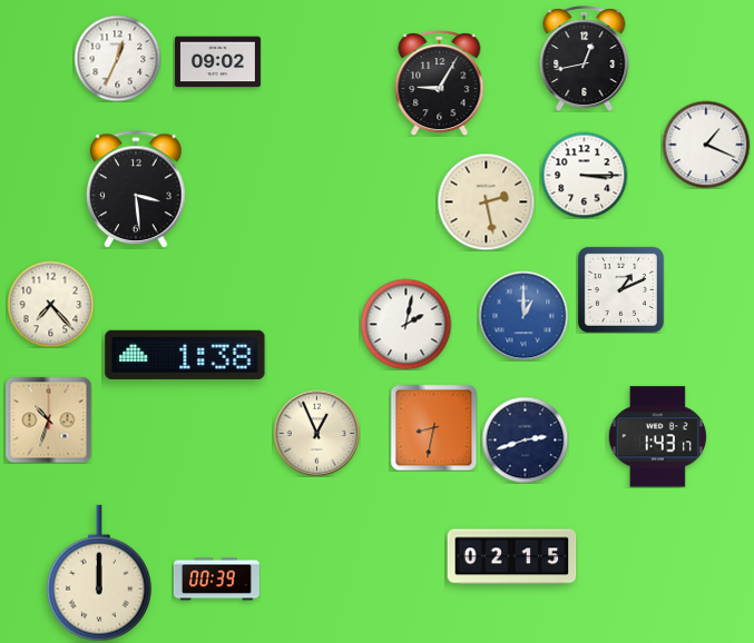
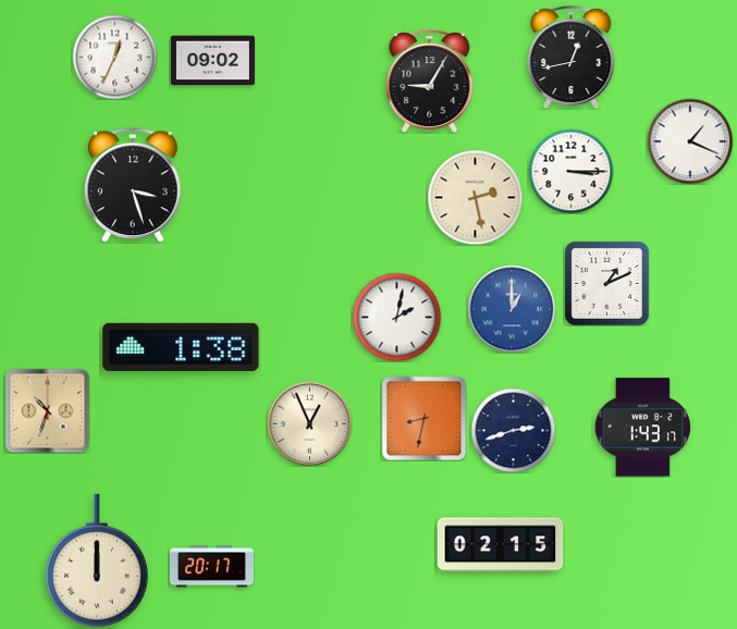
clock at (136, 189): 3:29 -> 3:27
clock at (50, 304): 7:23 -> none
clock at (216, 580): 00:39 -> 20:17
